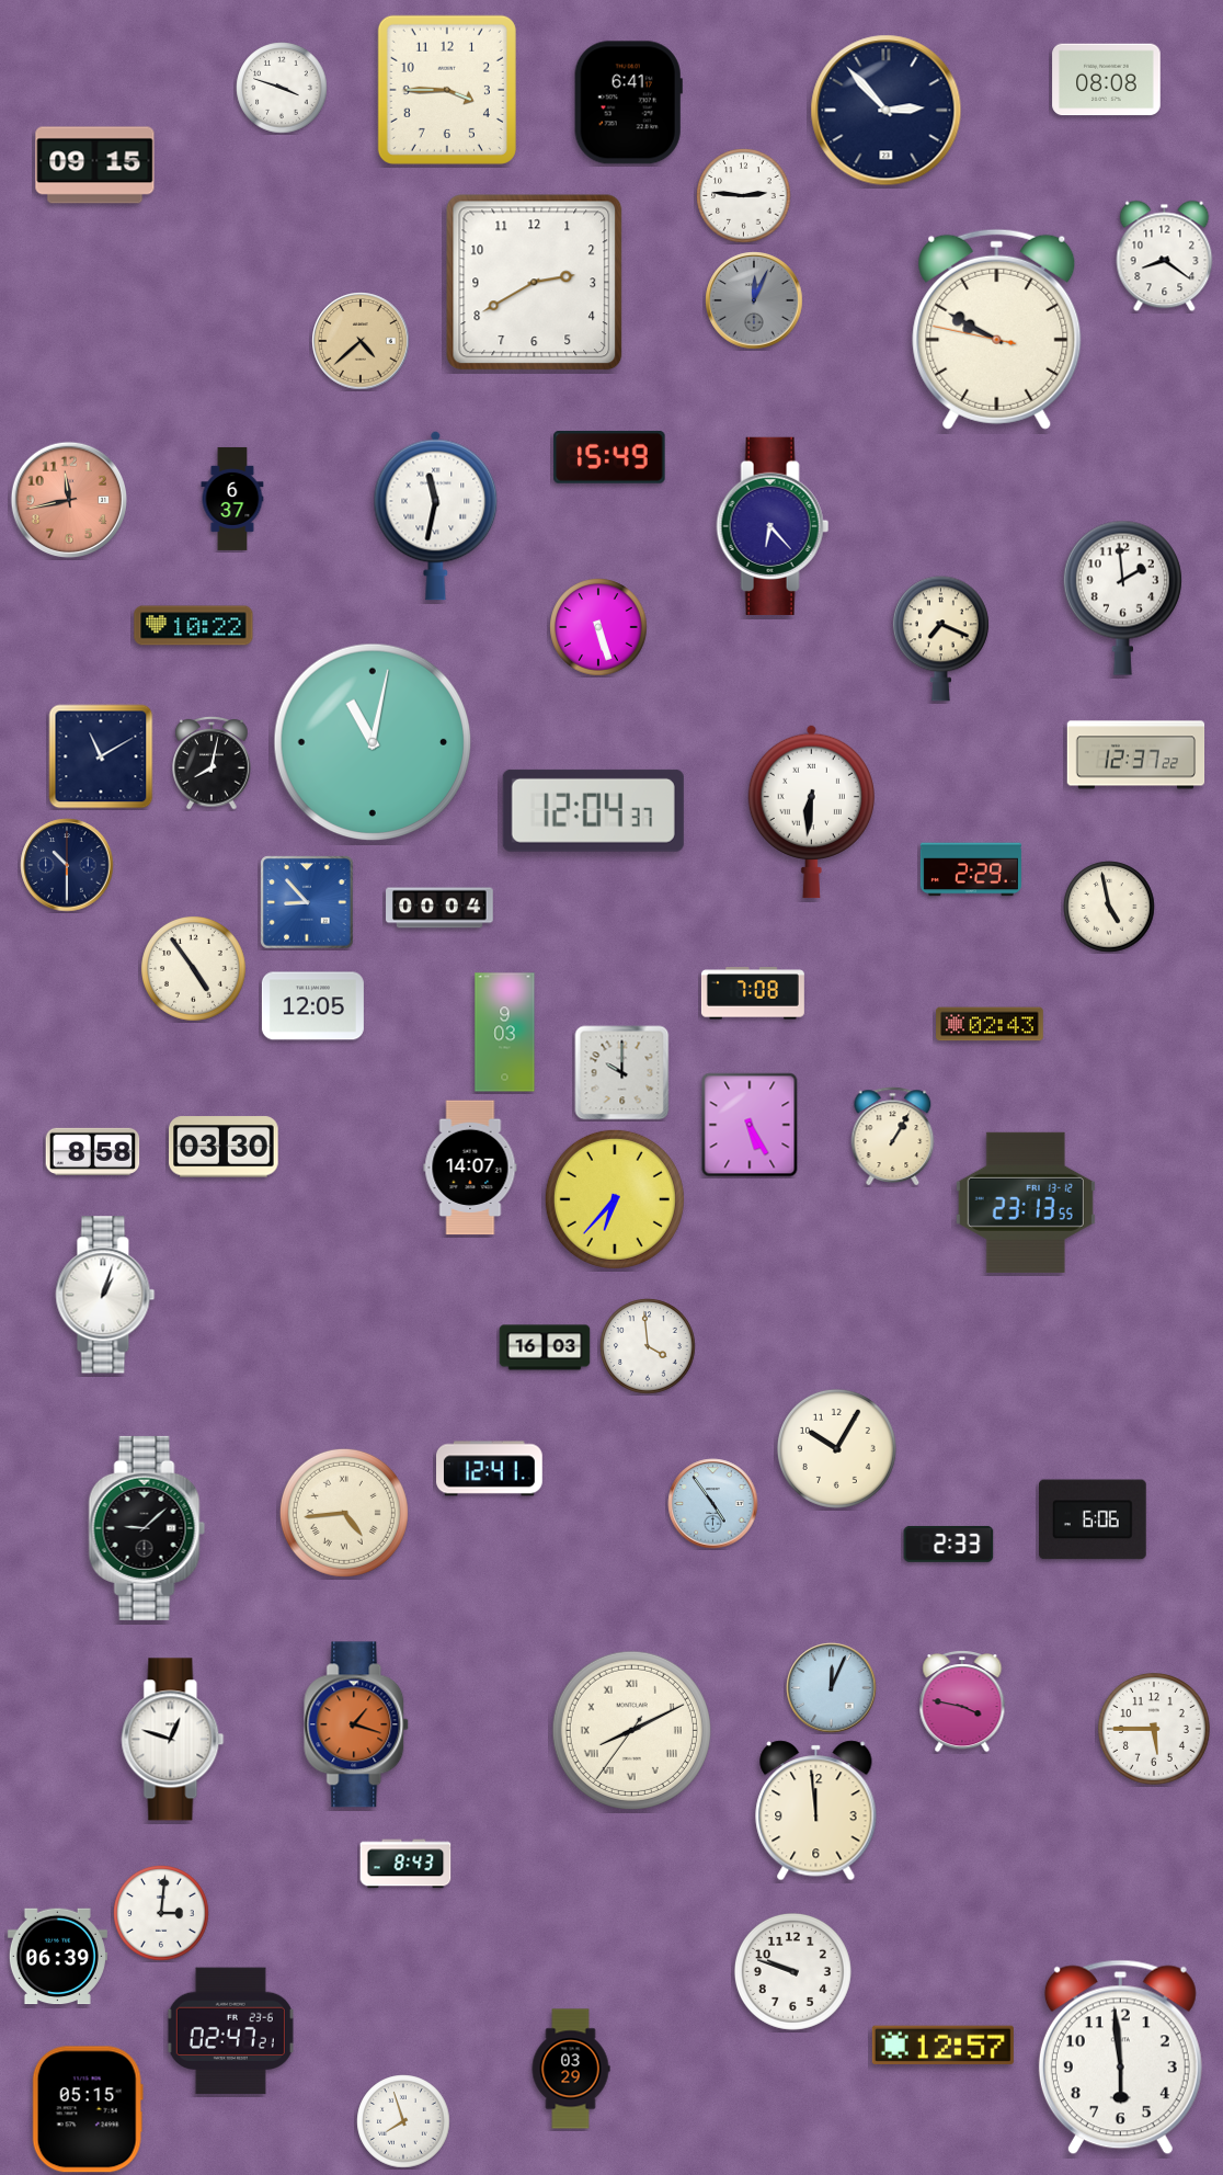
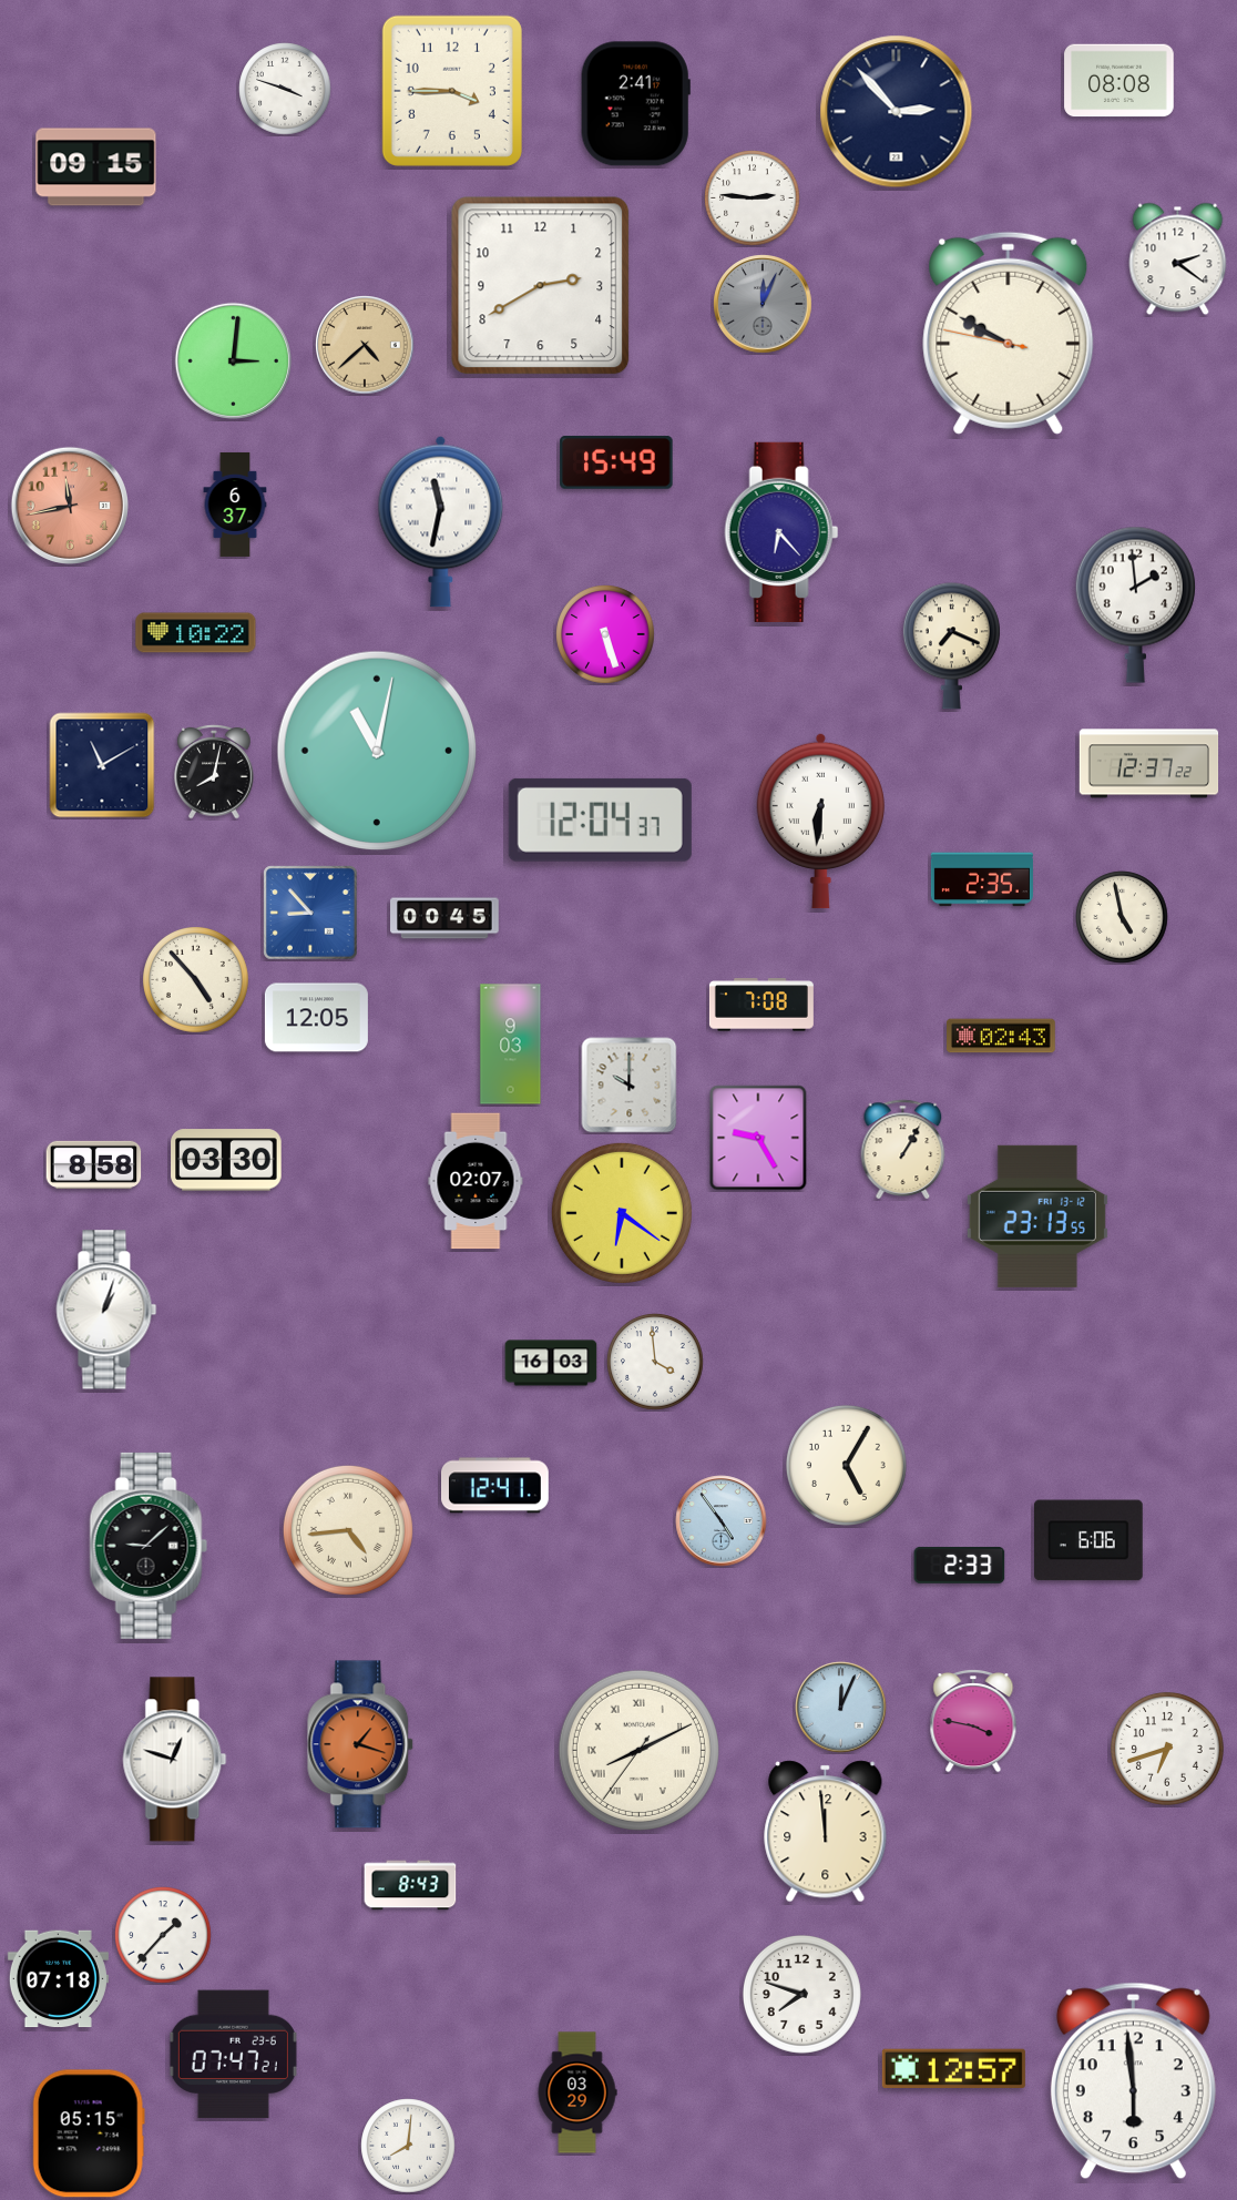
clock at (628, 103): 6:41 -> 2:41
clock at (1165, 257): 8:21 -> 2:21
clock at (233, 360): none -> 3:01
clock at (67, 865): 10:30 -> none
clock at (971, 869): 2:29 -> 2:35
clock at (439, 908): 00:04 -> 00:45
clock at (194, 969): 4:54 -> 4:53
clock at (750, 1125): 5:25 -> 9:25
clock at (470, 1168): 14:07 -> 02:07
clock at (615, 1199): 6:37 -> 6:21
clock at (836, 1448): 10:05 -> 5:05
clock at (1094, 1519) position: (1094, 1519) -> (1090, 1540)
clock at (949, 1545) position: (949, 1545) -> (960, 1566)
clock at (1154, 1729): 5:45 -> 6:42
clock at (161, 1913): 3:01 -> 1:37
clock at (57, 1957): 06:39 -> 07:18
clock at (792, 1971): 9:48 -> 7:48
clock at (230, 2031): 02:47 -> 07:47
clock at (403, 2121): 7:57 -> 8:01
